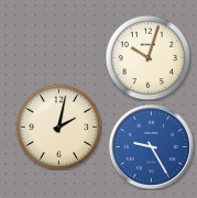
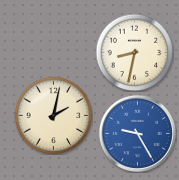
clock at (147, 57): 10:03 -> 8:32
